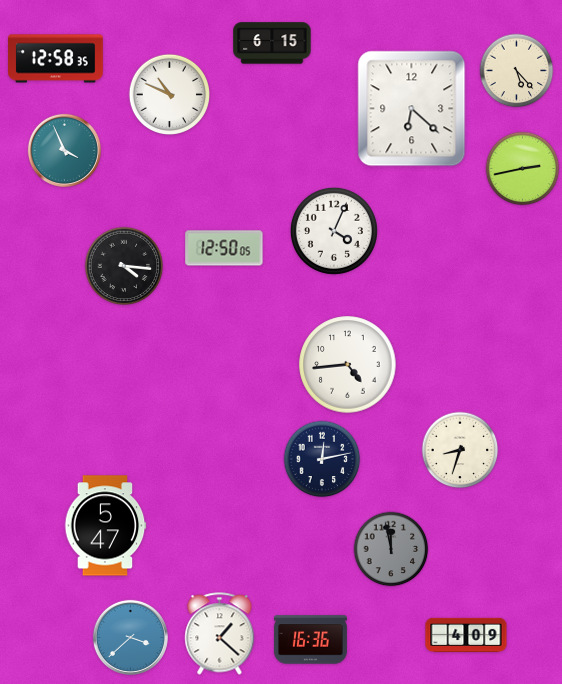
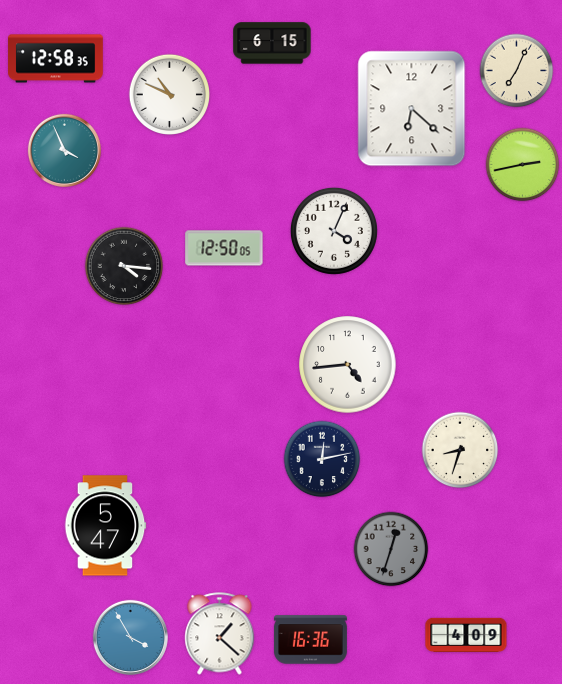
clock at (517, 71): 5:23 -> 7:04
clock at (523, 169) position: (523, 169) -> (523, 165)
clock at (391, 549): 11:58 -> 12:33
clock at (130, 637): 3:38 -> 3:55
